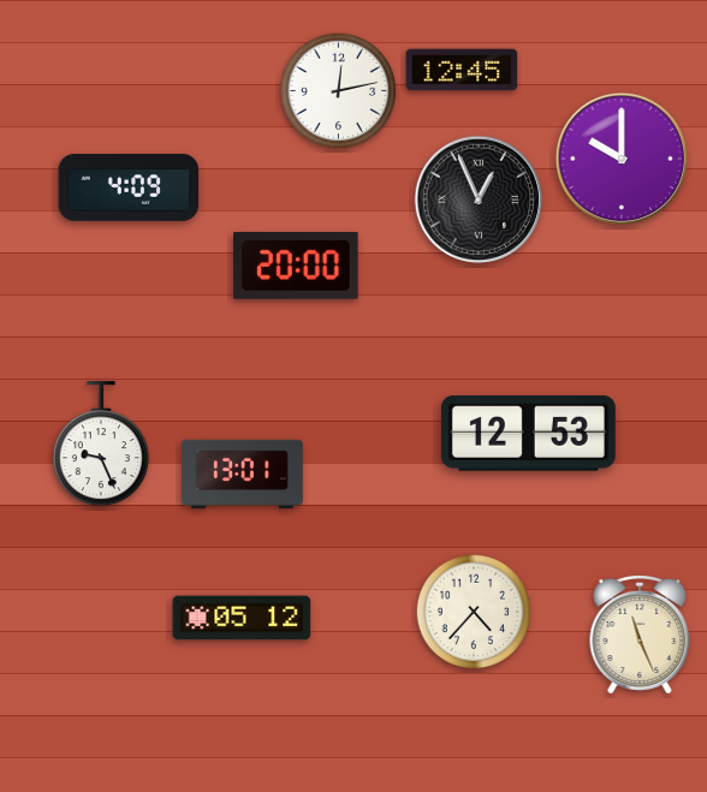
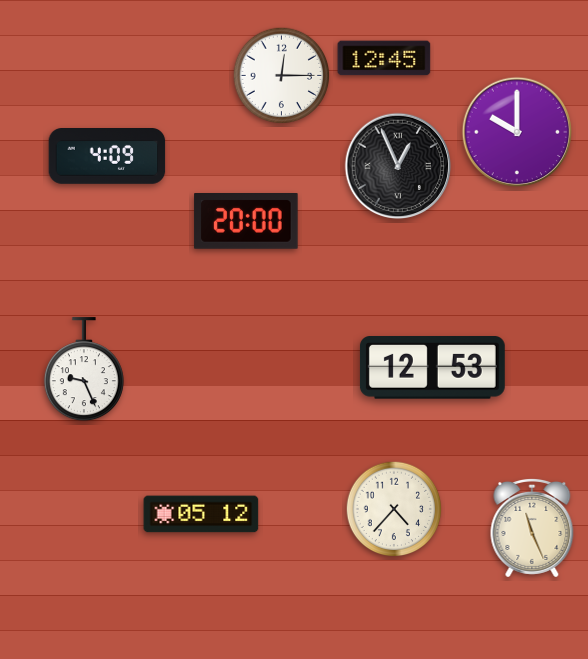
clock at (339, 91): 12:13 -> 12:15
clock at (528, 434) position: (528, 434) -> (432, 368)
clock at (243, 475): 13:01 -> none
